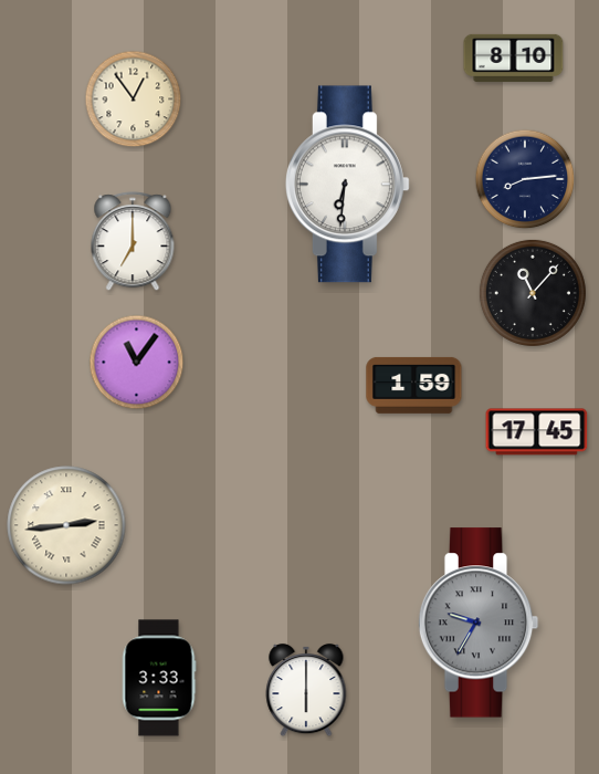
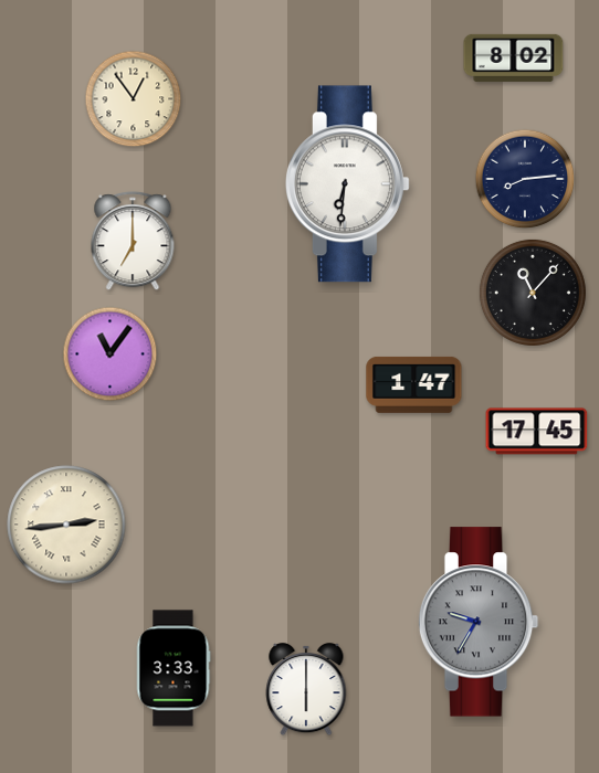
clock at (514, 57): 8:10 -> 8:02
clock at (137, 363) position: (137, 363) -> (111, 354)
clock at (414, 385): 1:59 -> 1:47
clock at (159, 678) position: (159, 678) -> (174, 668)
